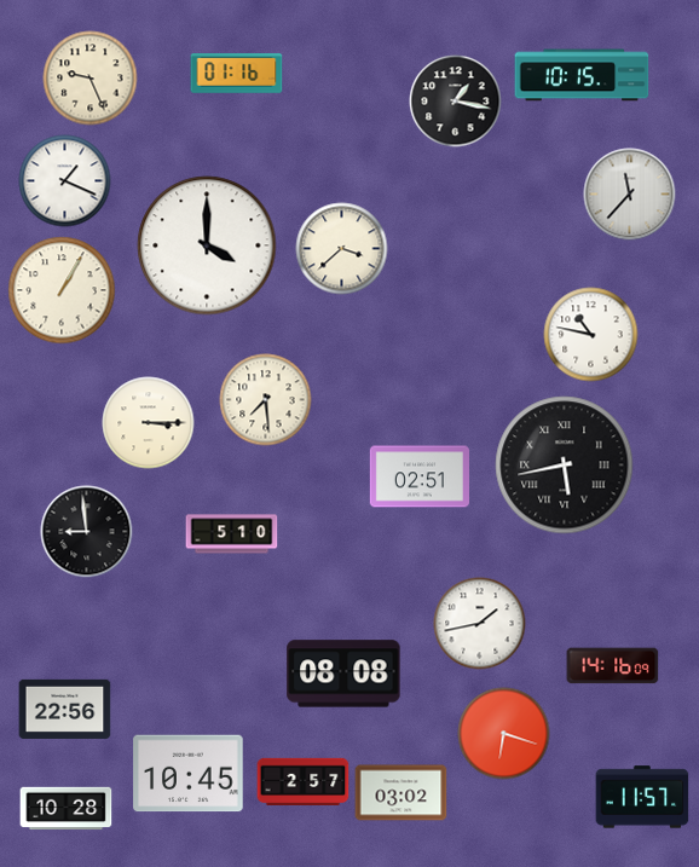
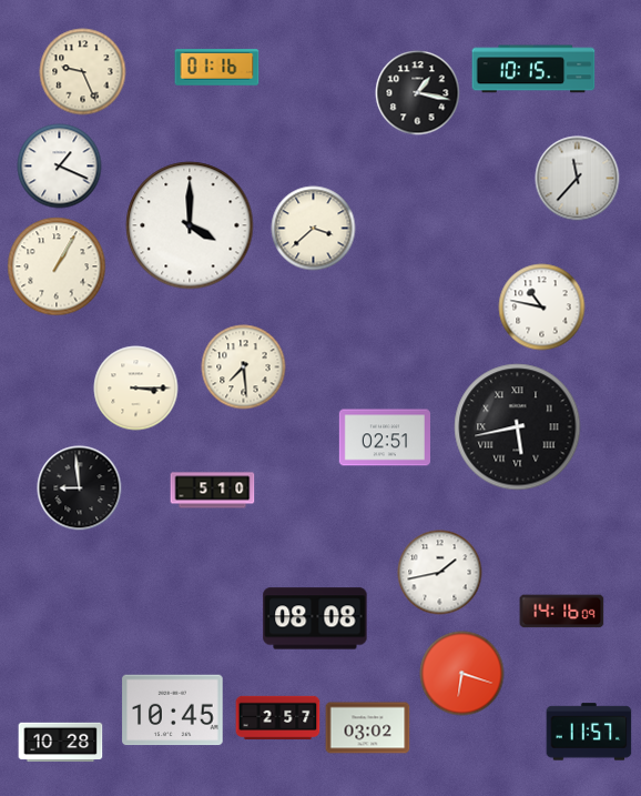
clock at (65, 709): 22:56 -> none
